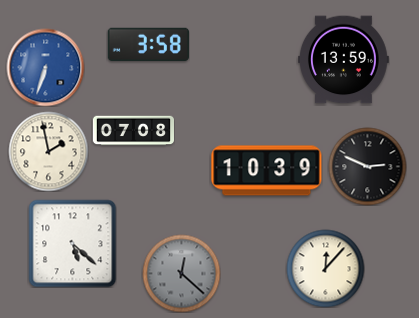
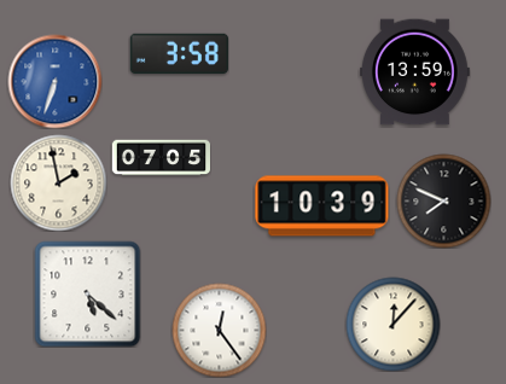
clock at (133, 131): 07:08 -> 07:05
clock at (367, 166): 2:49 -> 7:49
clock at (181, 273): 12:22 -> 12:24
clock at (181, 273) dial: grey -> white
